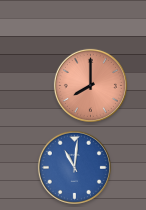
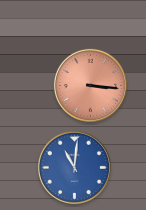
clock at (90, 85): 8:00 -> 3:16
